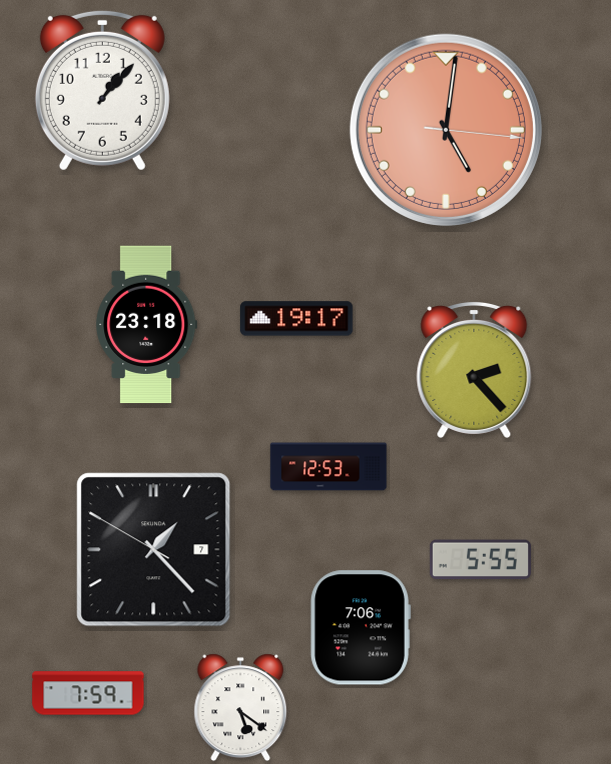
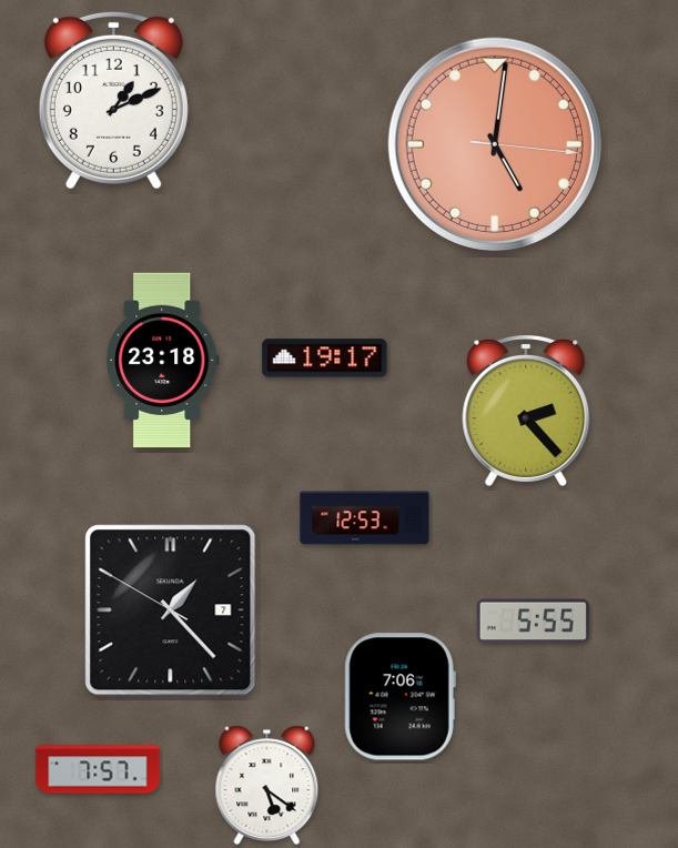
clock at (102, 90): 1:07 -> 1:11
clock at (297, 319) position: (297, 319) -> (325, 359)
clock at (88, 693): 7:59 -> 7:57
